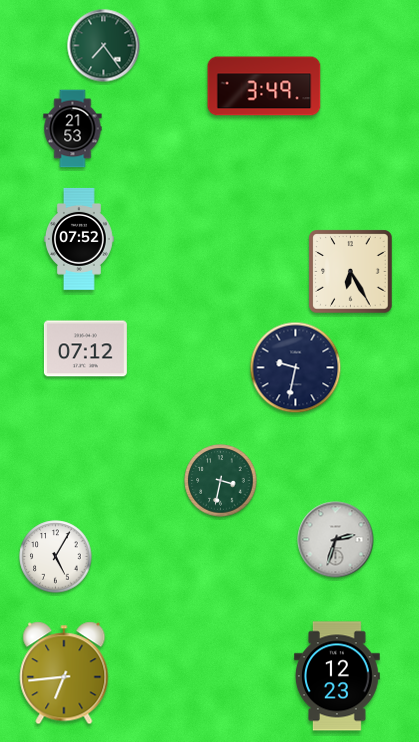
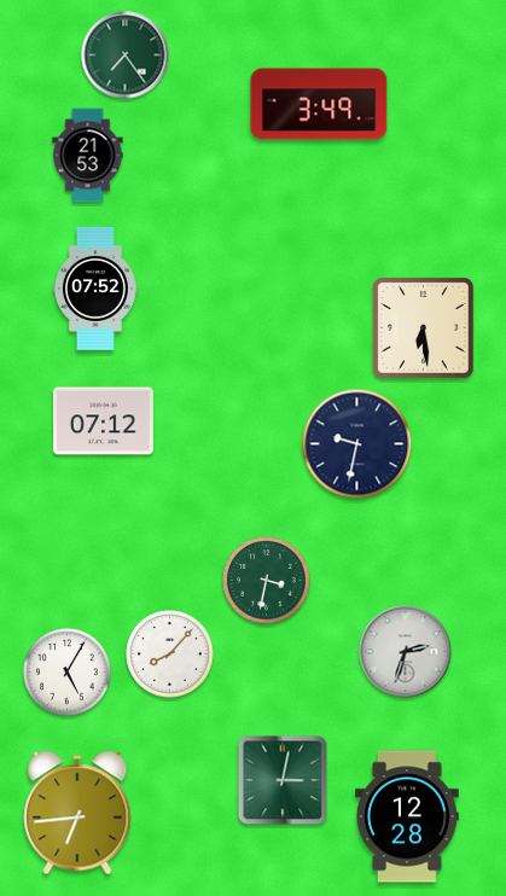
clock at (351, 272): 6:25 -> 6:29
clock at (170, 654): none -> 8:07
clock at (283, 780): none -> 3:02
clock at (338, 676): 12:23 -> 12:28
